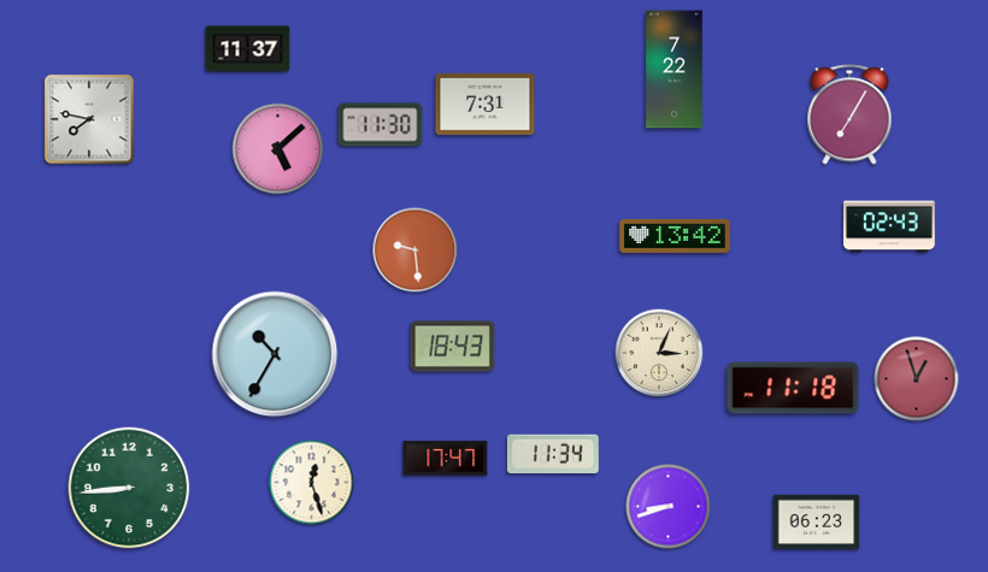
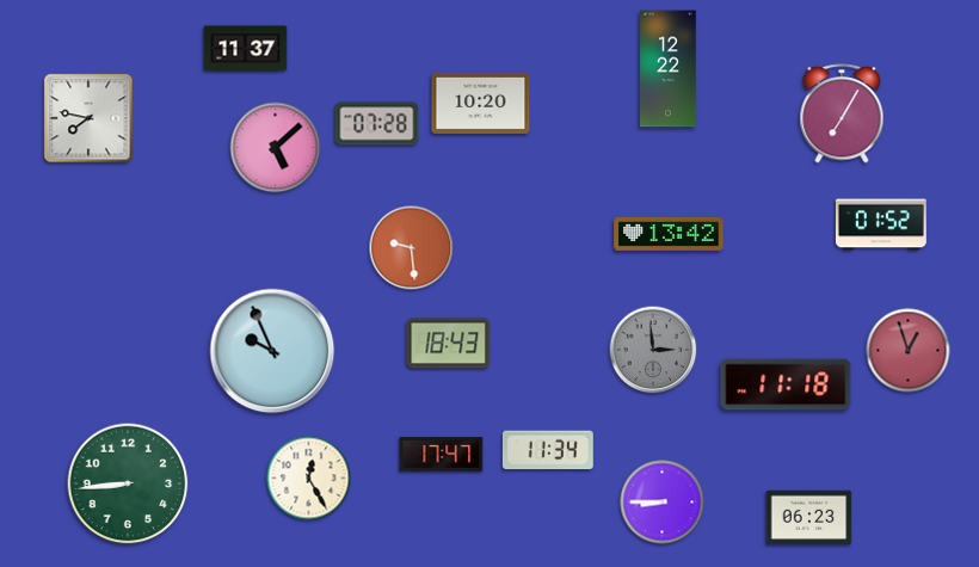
clock at (675, 70): 7:22 -> 12:22
clock at (486, 104): 7:31 -> 10:20
clock at (381, 125): 11:30 -> 07:28
clock at (889, 226): 02:43 -> 01:52
clock at (659, 353): 3:04 -> 2:59
clock at (659, 353) dial: cream -> grey
clock at (275, 354): 10:35 -> 9:56
clock at (917, 379) position: (917, 379) -> (909, 351)
clock at (312, 483): 12:27 -> 12:25
clock at (669, 507): 8:42 -> 8:45
